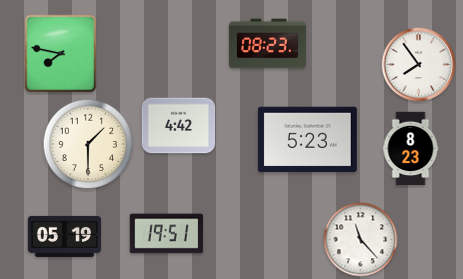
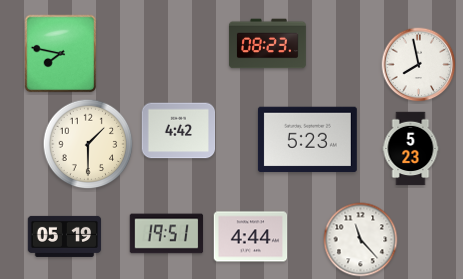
clock at (419, 65): 7:54 -> 7:58
clock at (179, 126) position: (179, 126) -> (179, 131)
clock at (411, 149): 8:23 -> 5:23
clock at (251, 237): none -> 4:44
